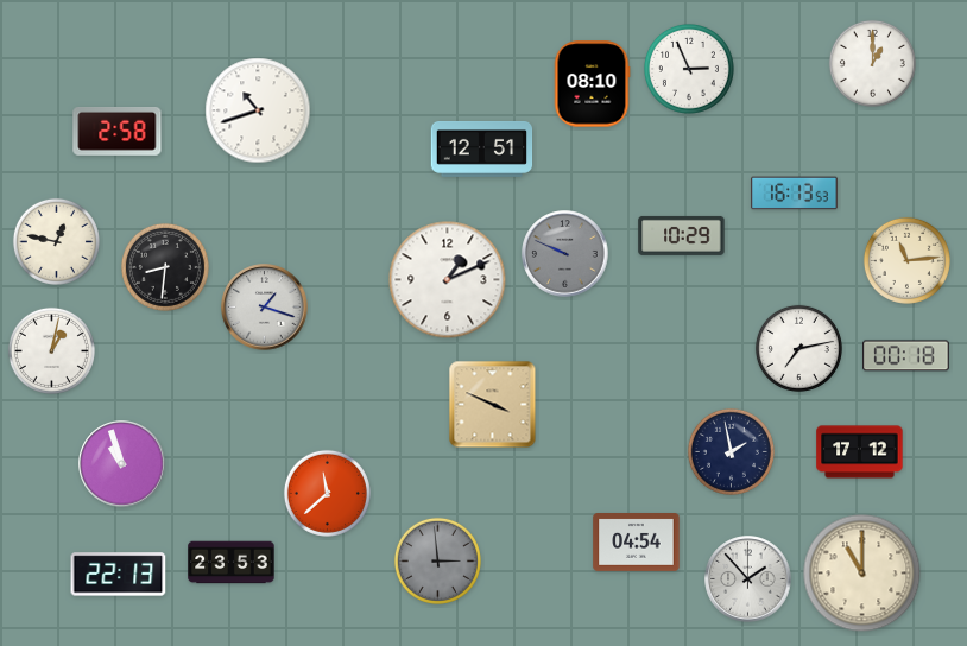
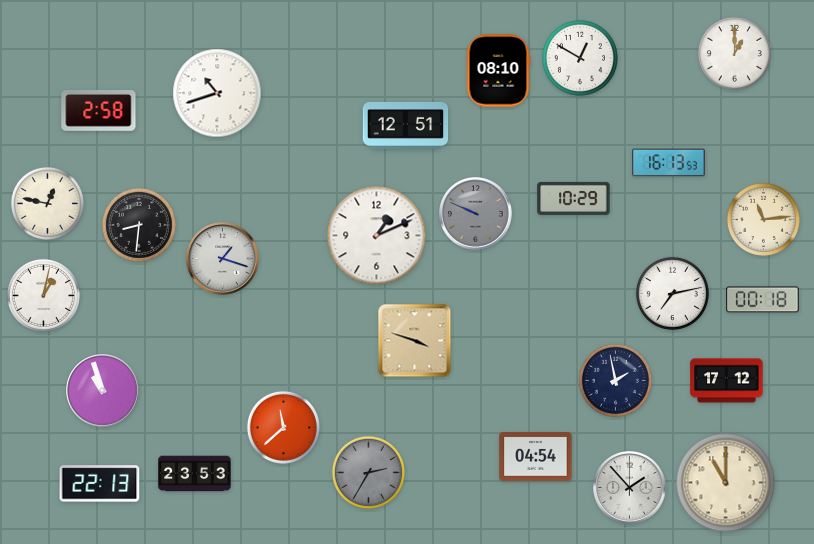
clock at (689, 69): 2:56 -> 12:50
clock at (493, 405): 3:49 -> 3:48
clock at (860, 452) position: (860, 452) -> (727, 381)
clock at (327, 493) position: (327, 493) -> (283, 427)
clock at (437, 560): 2:59 -> 2:35
